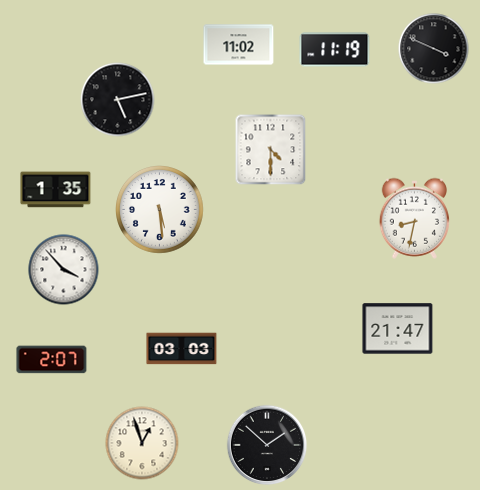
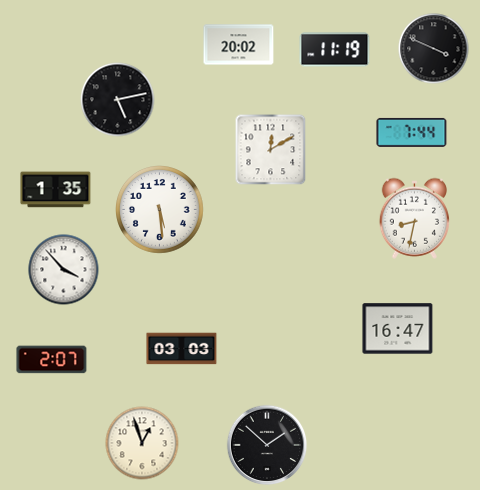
clock at (239, 45): 11:02 -> 20:02
clock at (412, 132): none -> 7:44
clock at (271, 150): 4:30 -> 12:10
clock at (398, 329): 21:47 -> 16:47
